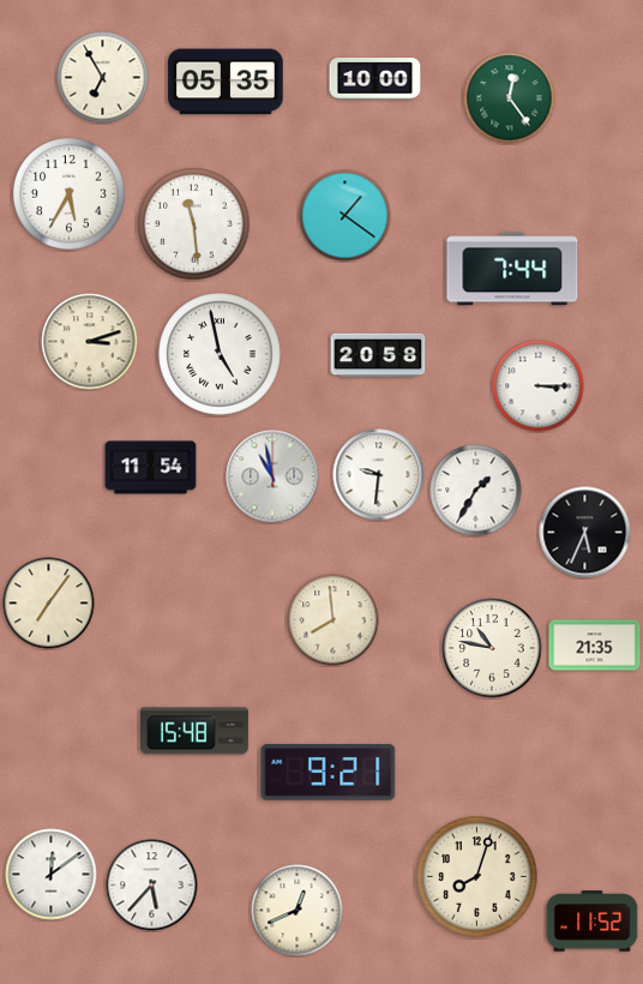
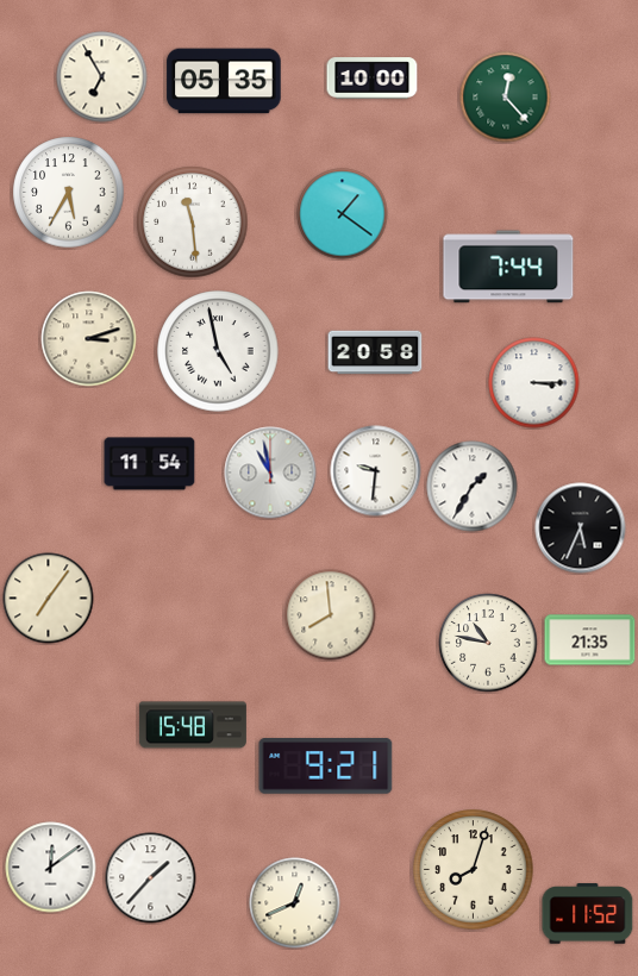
clock at (510, 98): 12:24 -> 12:23
clock at (152, 886): 5:37 -> 1:37
